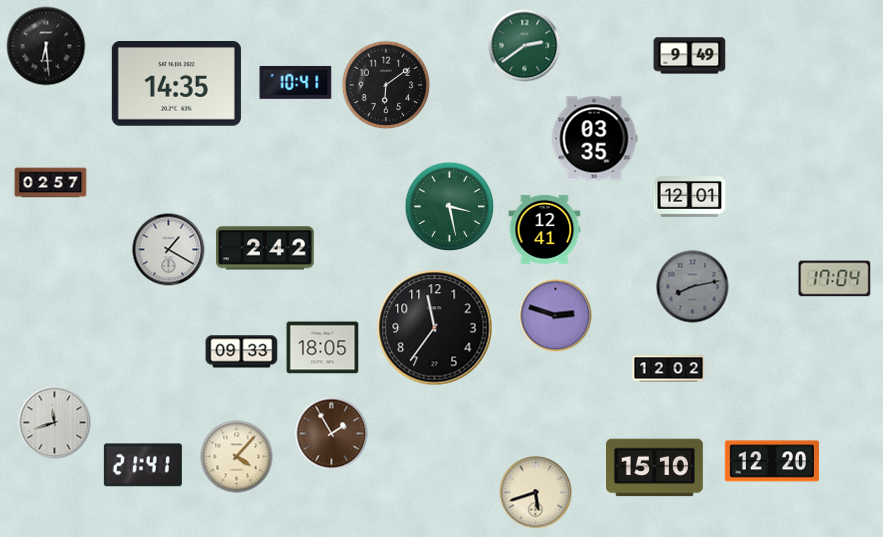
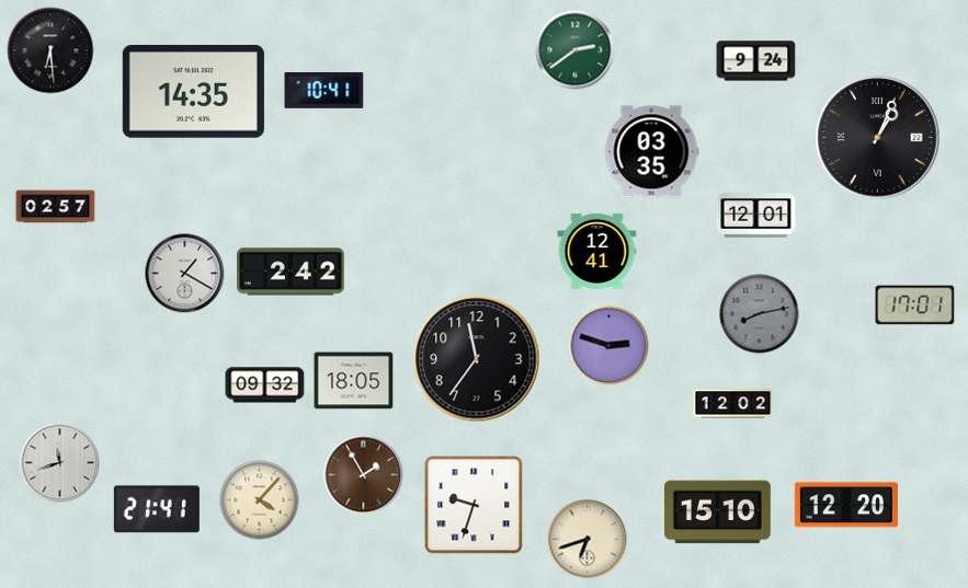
clock at (690, 56): 9:49 -> 9:24
clock at (386, 85): 6:09 -> none
clock at (878, 138): none -> 1:04
clock at (51, 183) position: (51, 183) -> (56, 207)
clock at (450, 207): 3:28 -> none
clock at (835, 279): 17:04 -> 17:01
clock at (242, 352): 09:33 -> 09:32
clock at (474, 505): none -> 9:33
clock at (536, 493): 5:42 -> 6:42
